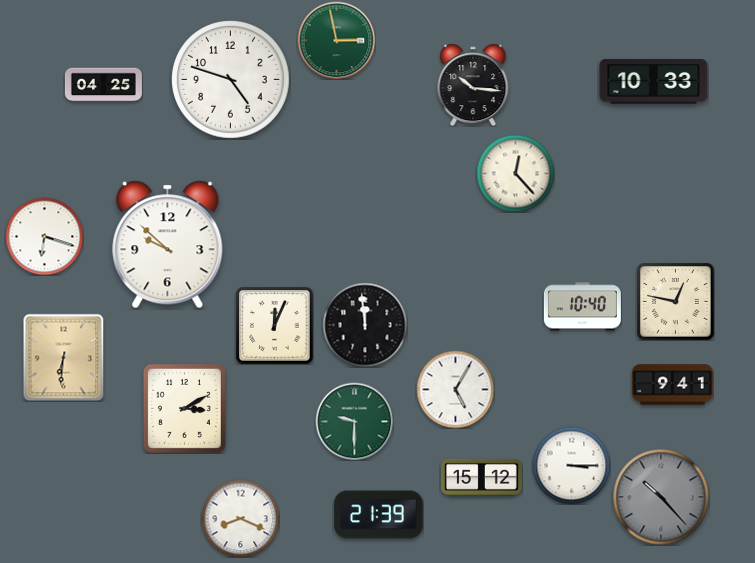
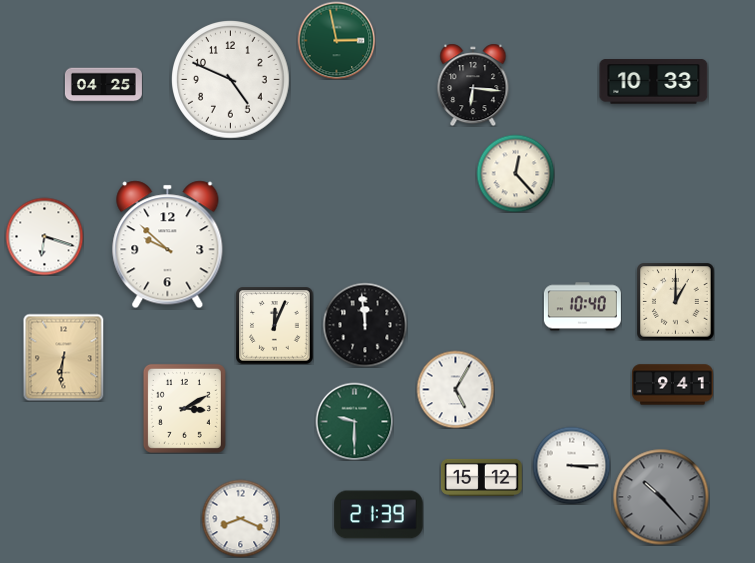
clock at (231, 80): 4:48 -> 4:49
clock at (473, 85): 10:16 -> 6:16
clock at (675, 301): 12:47 -> 1:00
